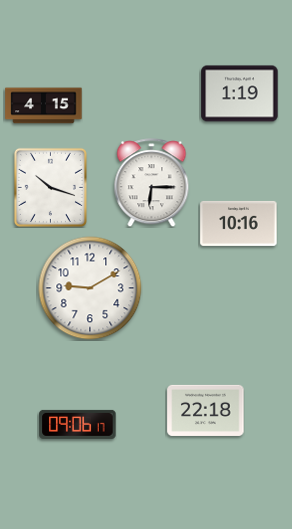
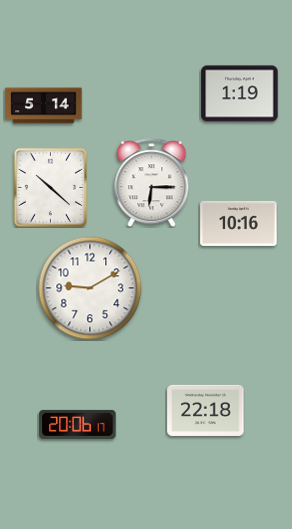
clock at (44, 106): 4:15 -> 5:14
clock at (50, 187): 10:18 -> 10:22
clock at (78, 424): 09:06 -> 20:06
